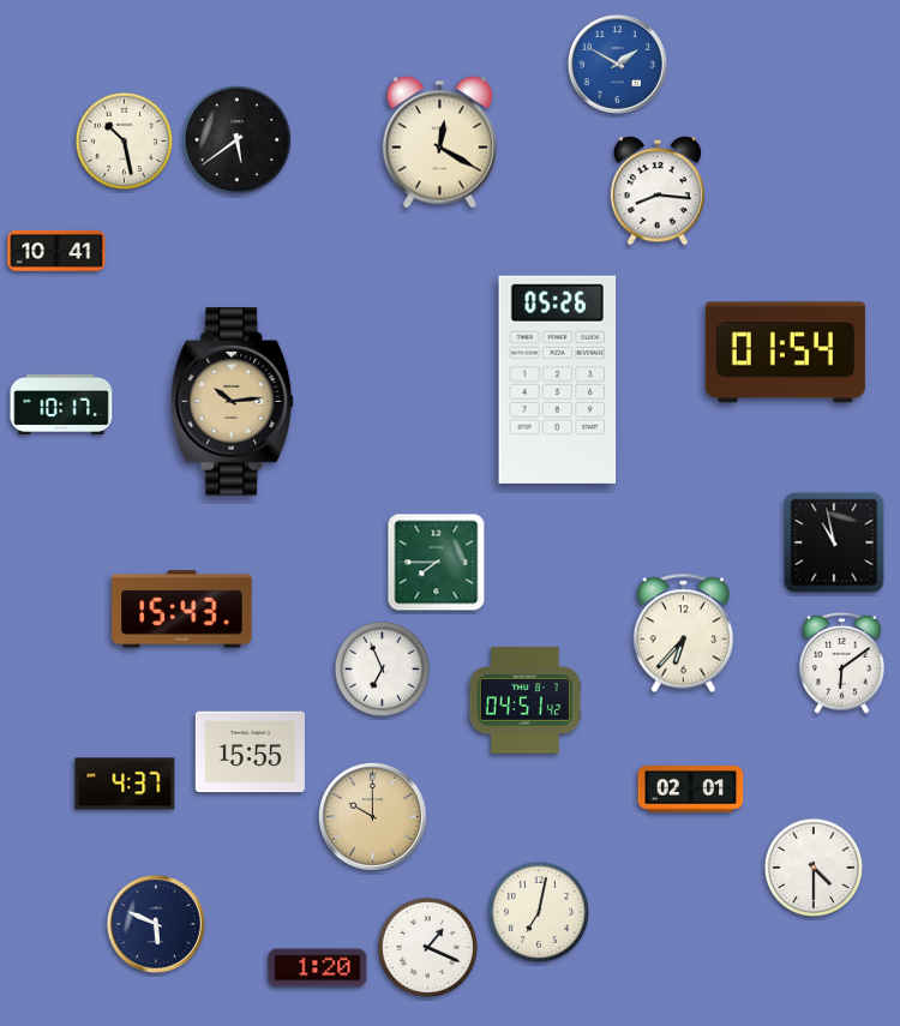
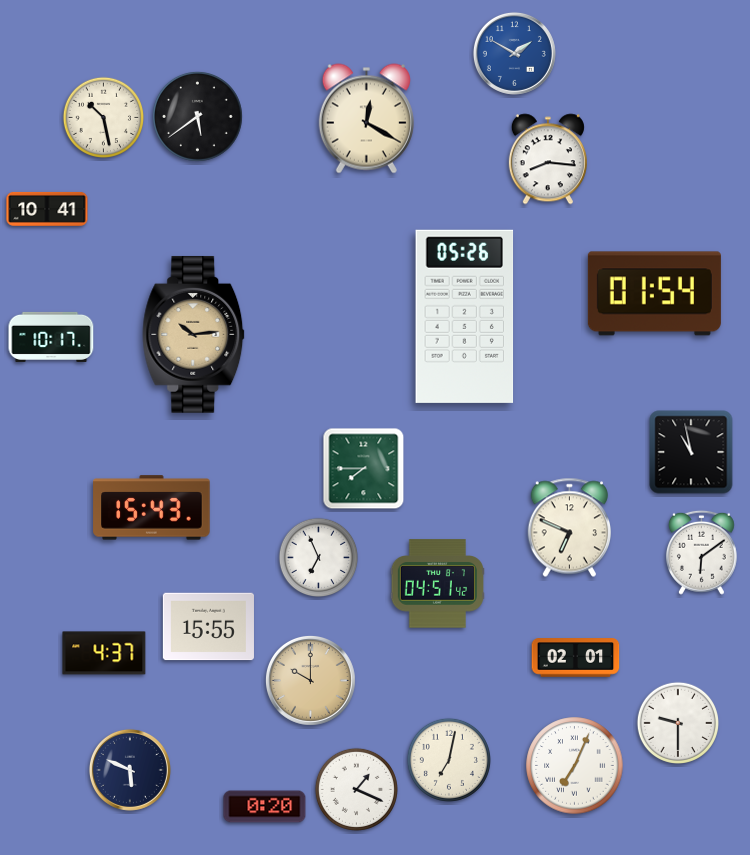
clock at (834, 542) position: (834, 542) -> (691, 452)
clock at (683, 634): 6:37 -> 6:49
clock at (812, 866): 4:30 -> 9:30
clock at (575, 766): none -> 7:04
clock at (318, 968): 1:20 -> 0:20
